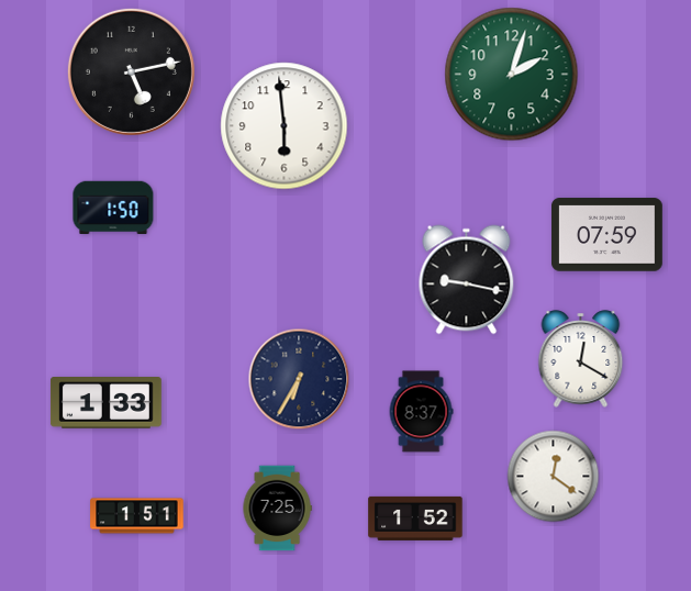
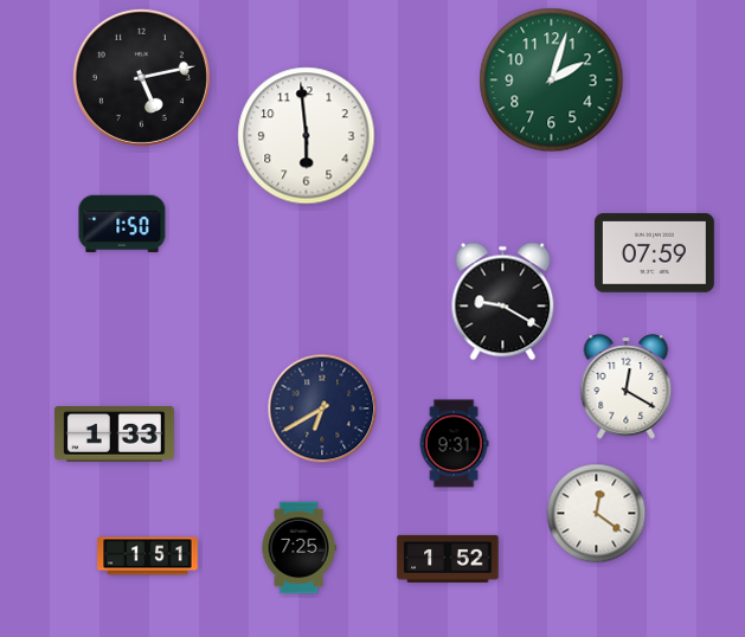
clock at (467, 280): 9:17 -> 9:20
clock at (299, 379): 6:35 -> 6:40
clock at (421, 412): 8:37 -> 9:31
